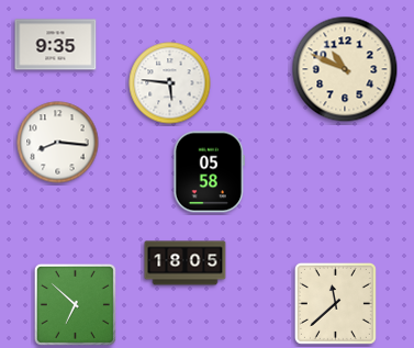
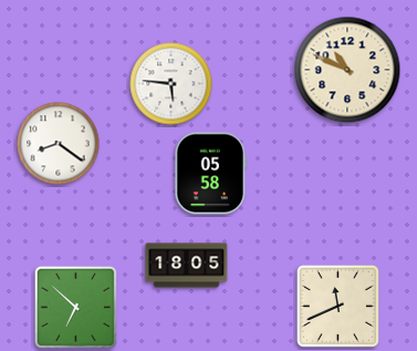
clock at (56, 45): 9:35 -> none
clock at (58, 143): 8:16 -> 8:21
clock at (335, 303): 11:38 -> 11:41
